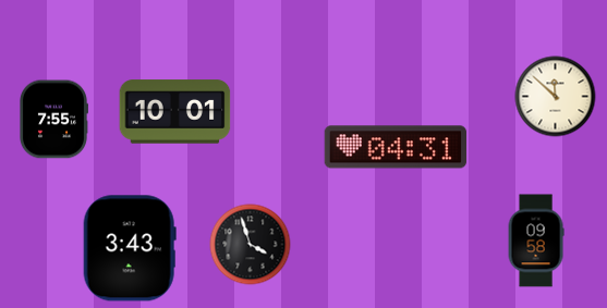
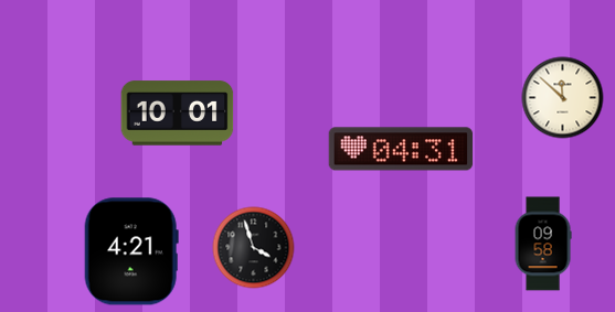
clock at (54, 120): 7:55 -> none
clock at (130, 248): 3:43 -> 4:21
